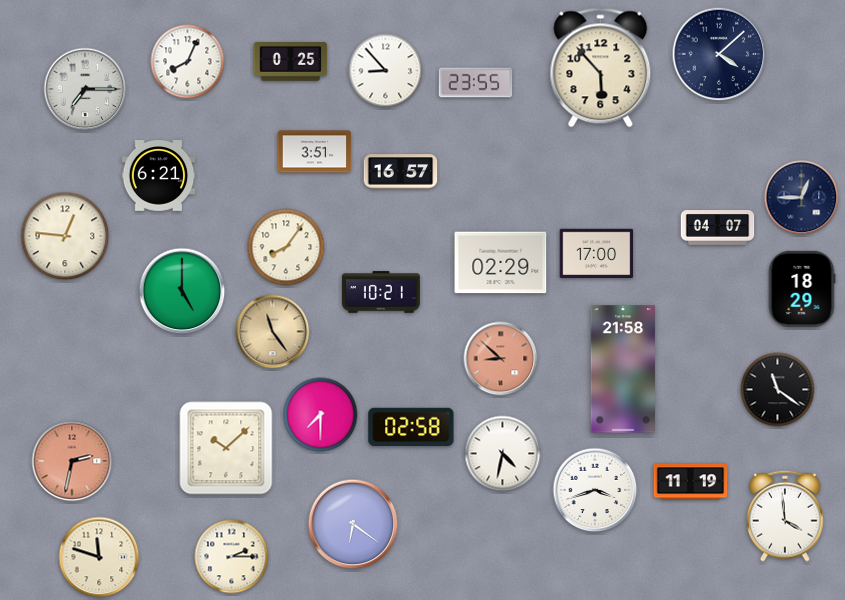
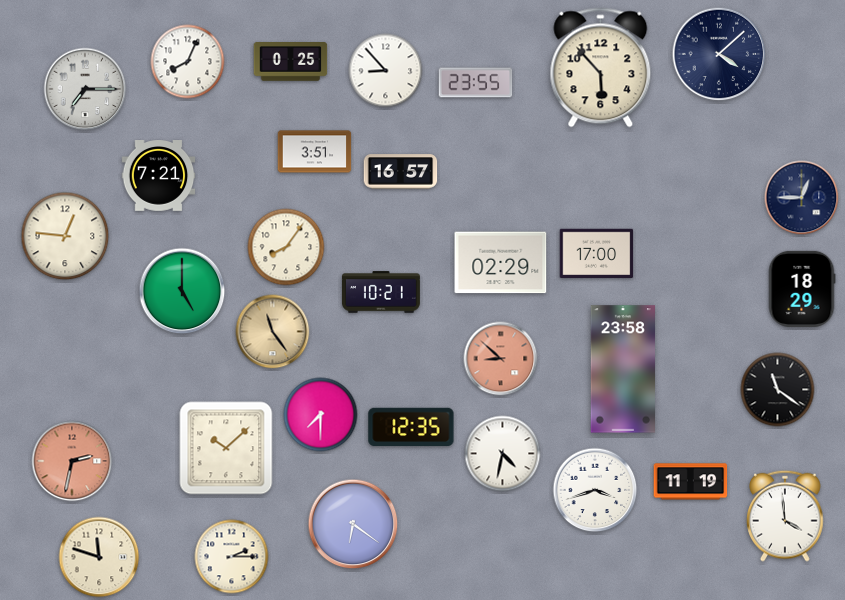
clock at (159, 176): 6:21 -> 7:21
clock at (718, 228): 04:07 -> none
clock at (623, 369): 21:58 -> 23:58
clock at (411, 427): 02:58 -> 12:35
